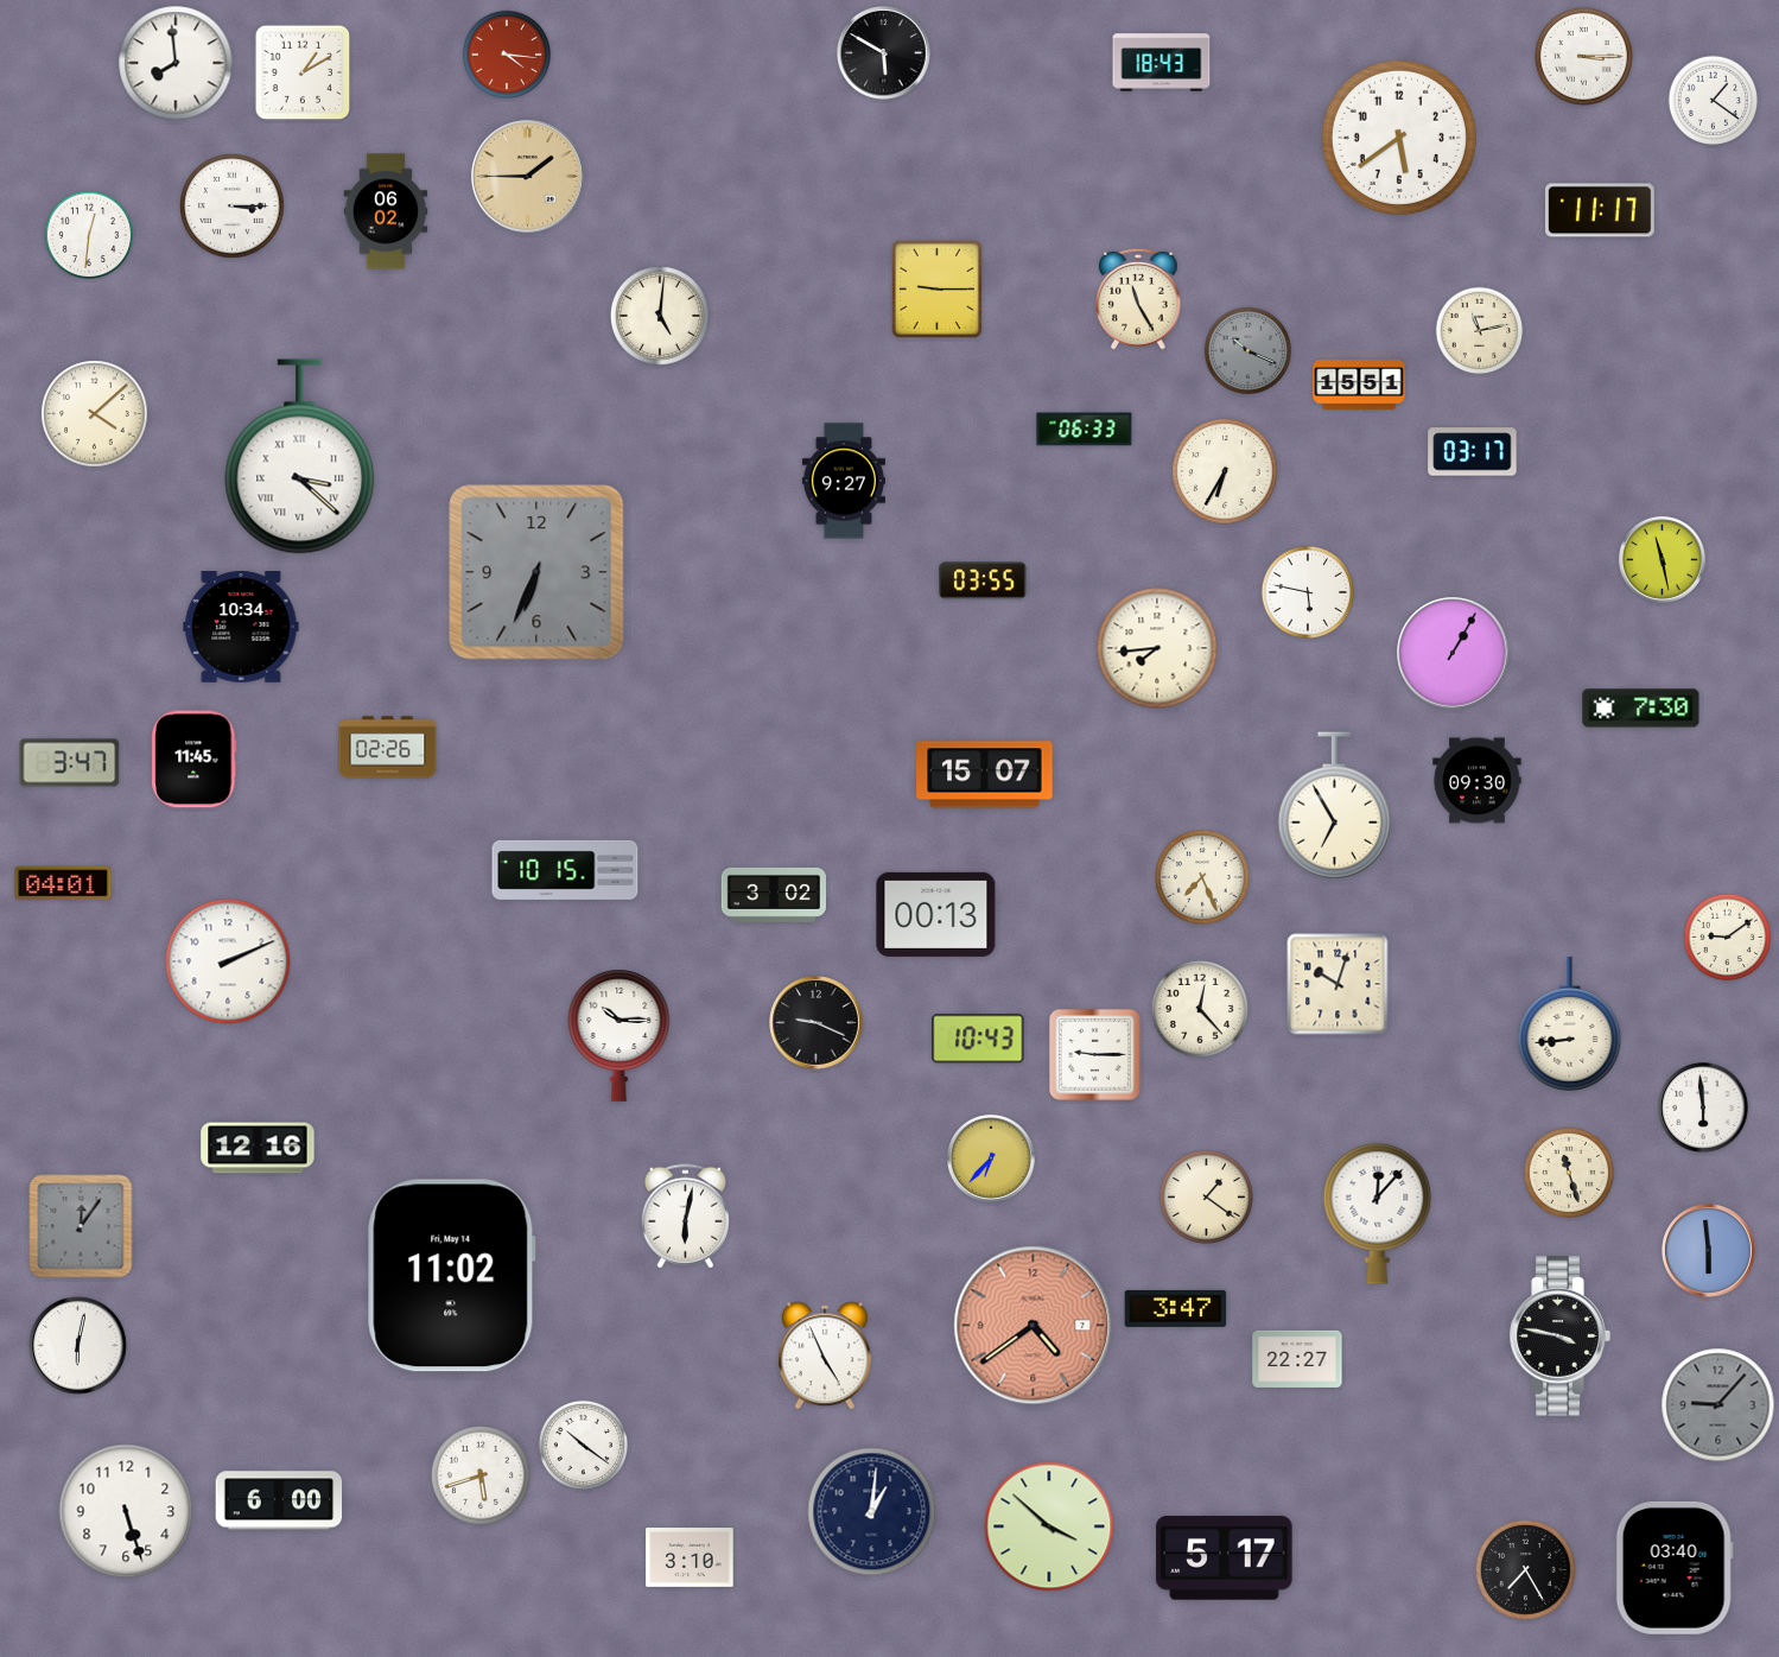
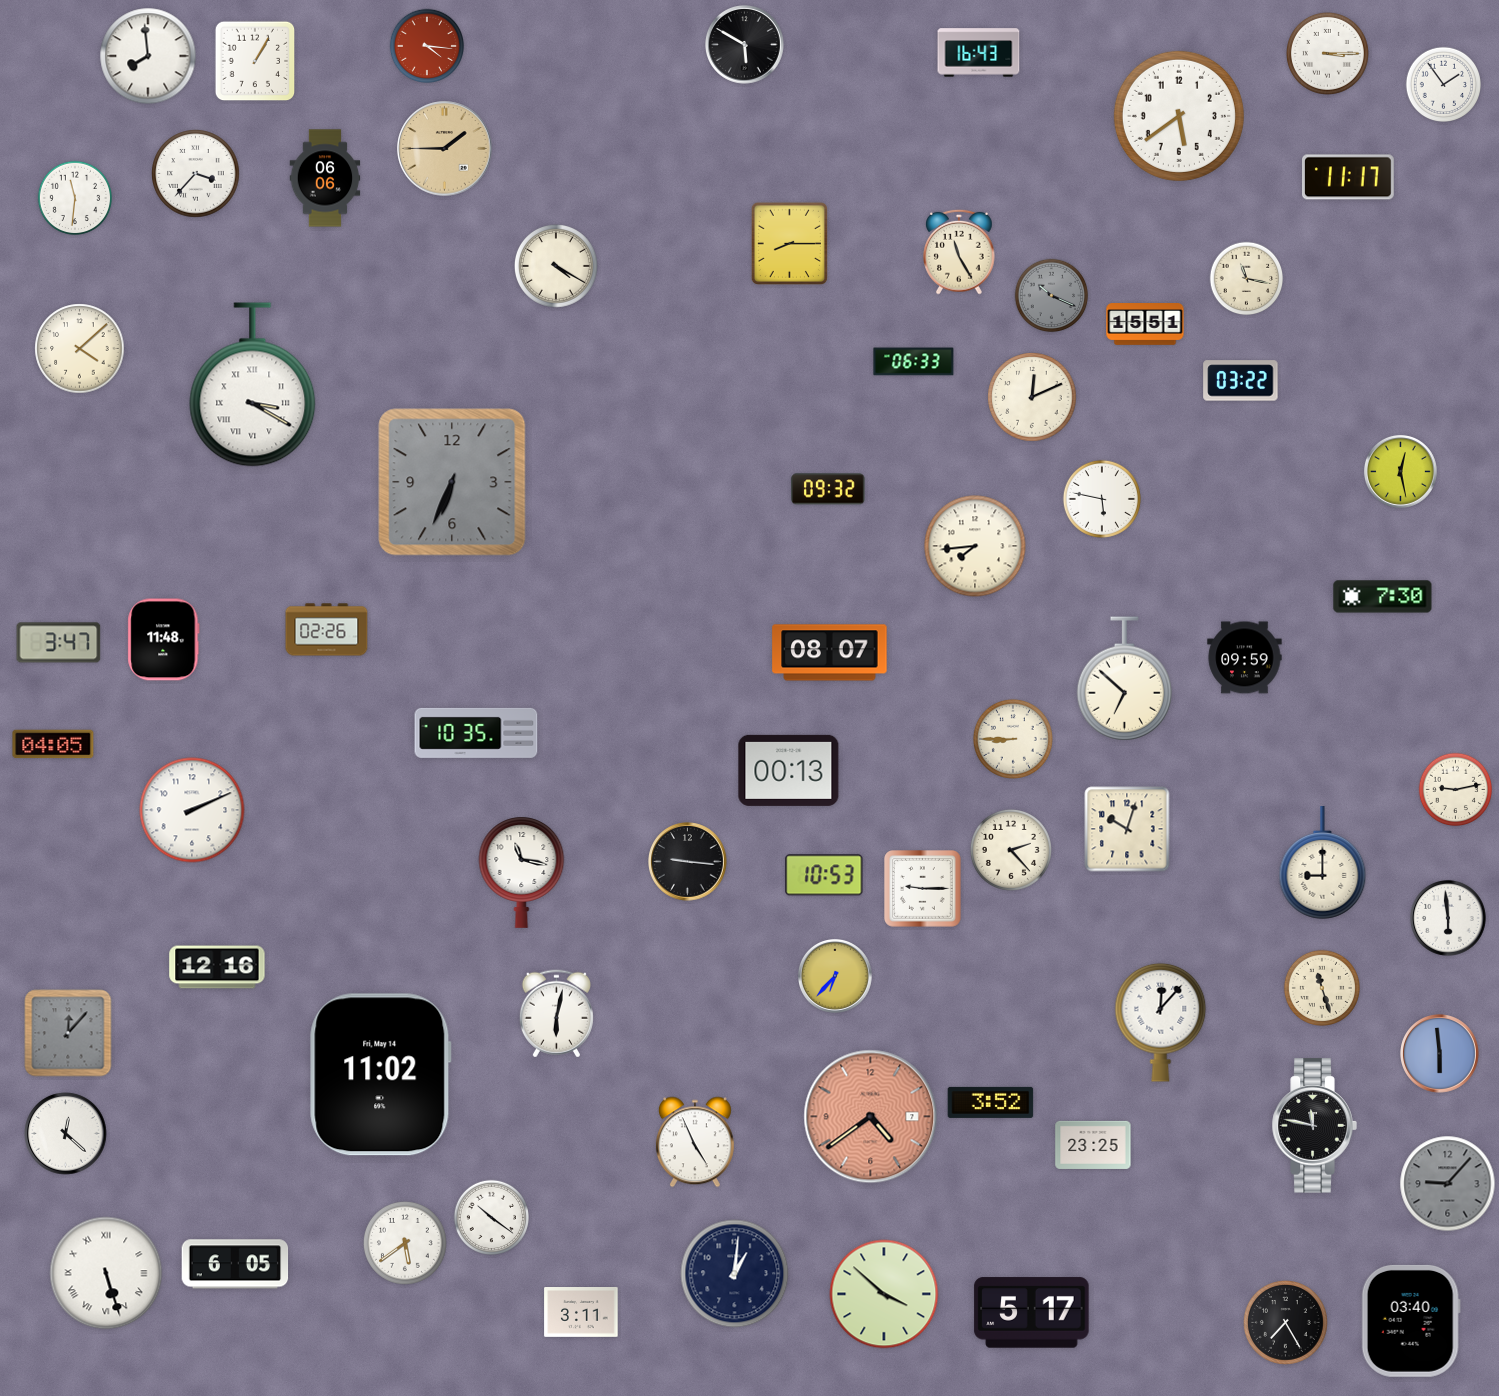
clock at (1583, 56) position: (1583, 56) -> (1327, 53)
clock at (176, 63) position: (176, 63) -> (148, 56)
clock at (1162, 63): 18:43 -> 16:43
clock at (303, 72): 1:10 -> 1:05
clock at (1713, 100): 1:21 -> 1:54
clock at (233, 207): 3:15 -> 3:37
clock at (386, 211): 06:02 -> 06:06
clock at (89, 235): 12:31 -> 11:31
clock at (936, 288): 9:15 -> 8:15
clock at (660, 316): 5:01 -> 4:20
clock at (1480, 331): 11:13 -> 11:17
clock at (1473, 452): 03:17 -> 03:22
clock at (300, 457): 3:22 -> 3:20
clock at (1225, 471): 6:35 -> 12:11
clock at (844, 481): 9:27 -> none
clock at (1662, 559): 11:28 -> 12:28
clock at (983, 580): 03:55 -> 09:32
clock at (241, 628): 10:34 -> none
clock at (1453, 653): 1:05 -> none
clock at (195, 760): 11:45 -> 11:48
clock at (985, 775): 15:07 -> 08:07
clock at (1478, 781): 09:30 -> 09:59
clock at (1334, 806): 6:55 -> 6:52
clock at (565, 870): 10:15 -> 10:35
clock at (1202, 877): 7:26 -> 8:45
clock at (63, 883): 04:01 -> 04:05
clock at (773, 895): 3:02 -> none
clock at (1728, 938): 9:09 -> 9:13
clock at (1200, 1009): 12:23 -> 2:23
clock at (817, 1023): 9:19 -> 9:16
clock at (1570, 1024): 8:44 -> 9:00
clock at (620, 1035): 10:15 -> 11:17
clock at (978, 1039): 10:43 -> 10:53
clock at (1704, 1109) position: (1704, 1109) -> (1449, 919)
clock at (1206, 1196): 1:21 -> none
clock at (685, 1217) position: (685, 1217) -> (556, 1014)
clock at (81, 1226): 12:06 -> 12:07
clock at (1176, 1308): 3:47 -> 3:52
clock at (1559, 1337): 3:47 -> 11:47
clock at (78, 1346): 6:02 -> 12:22
clock at (1297, 1359): 22:27 -> 23:25
clock at (481, 1475): 5:42 -> 5:39
clock at (279, 1500): 6:00 -> 6:05
clock at (126, 1511) numerals: Arabic -> Roman
clock at (1049, 1526) position: (1049, 1526) -> (884, 1294)
clock at (690, 1558): 3:10 -> 3:11
